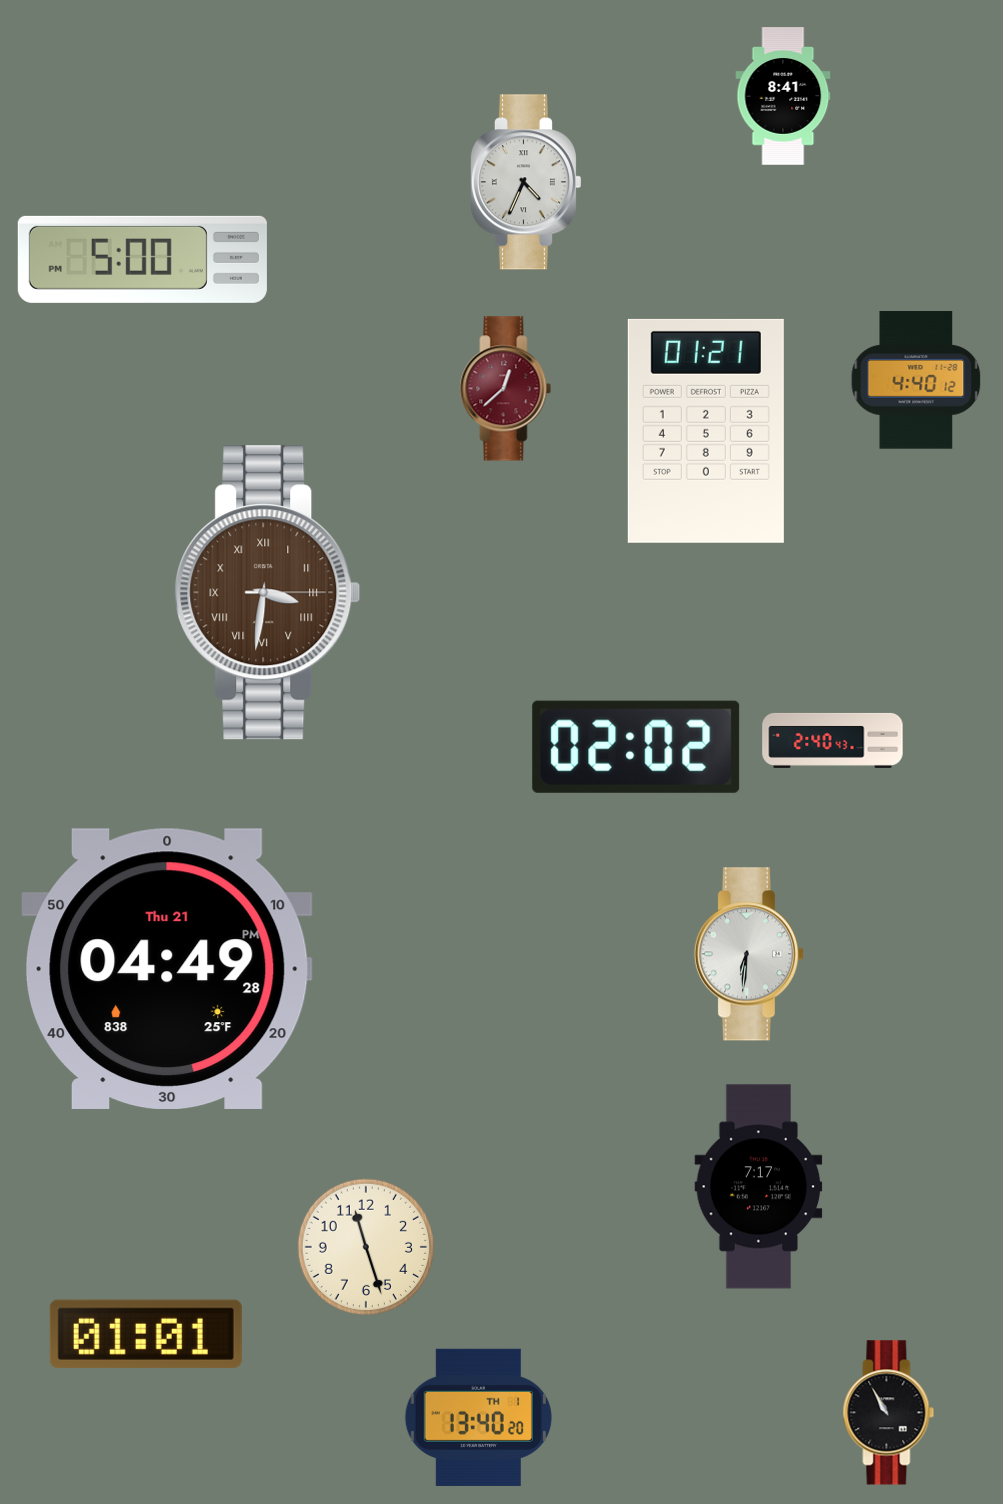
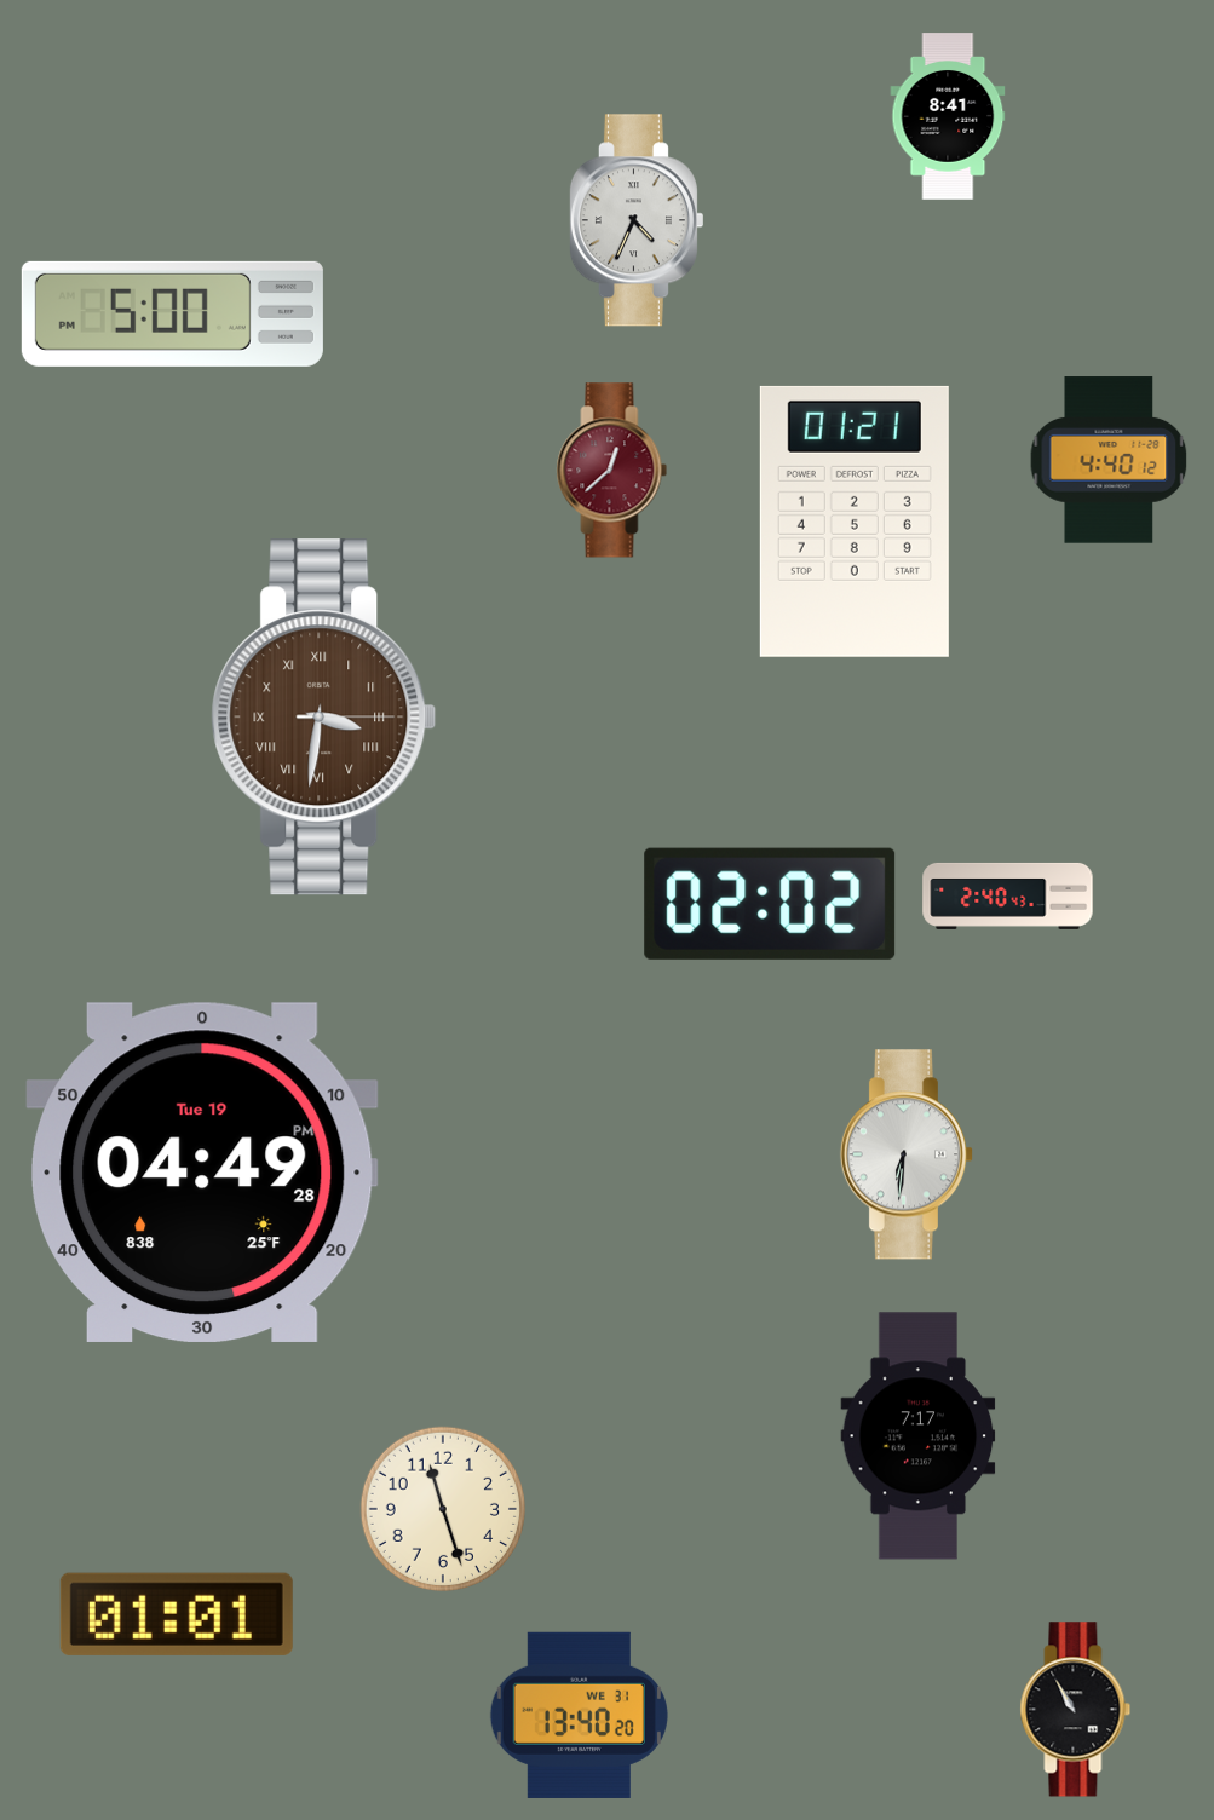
clock at (167, 969) date: Thu 21 -> Tue 19
clock at (478, 1417) date: TH 1 -> WE 31
